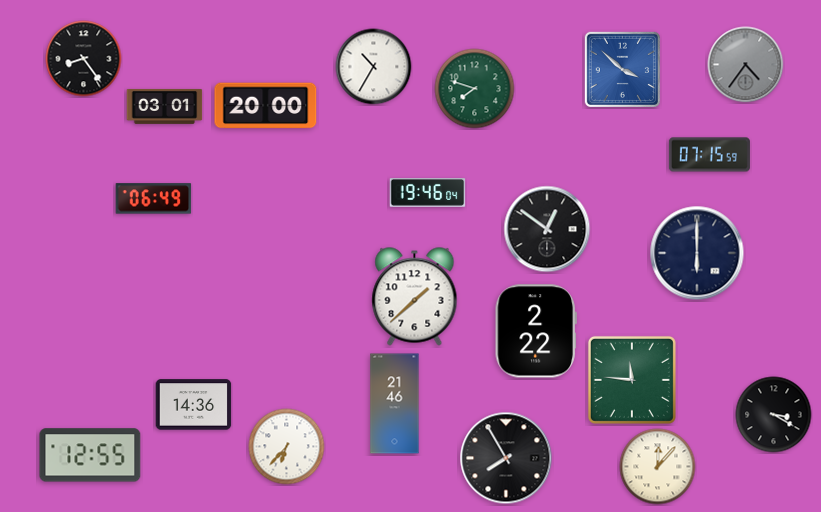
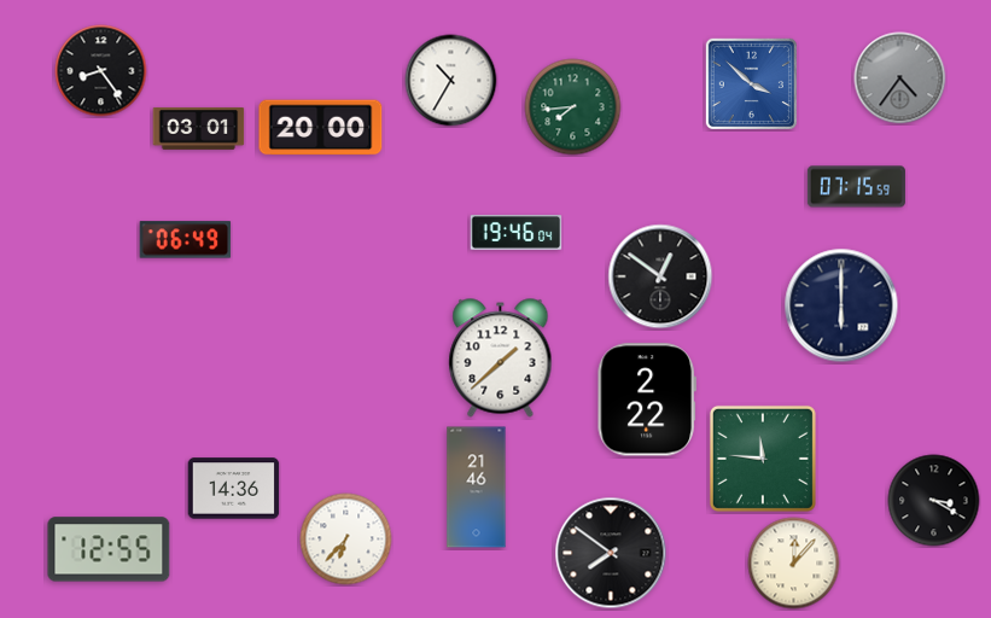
clock at (475, 89): 7:48 -> 7:44
clock at (506, 458): 7:55 -> 7:51
